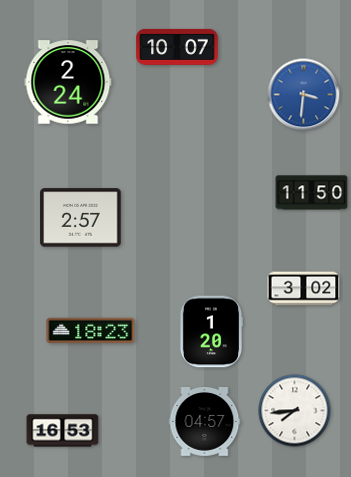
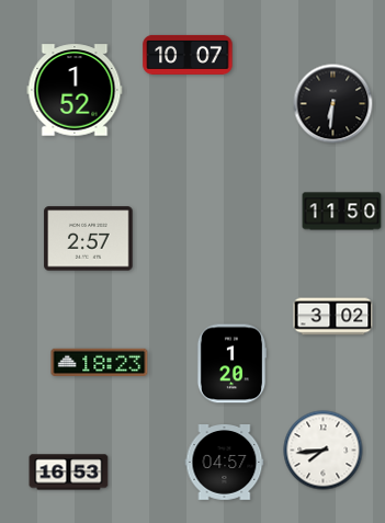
clock at (177, 47) position: (177, 47) -> (188, 55)
clock at (68, 82): 2:24 -> 1:52
clock at (304, 95): 3:31 -> 6:31
clock at (304, 95) dial: blue -> black
